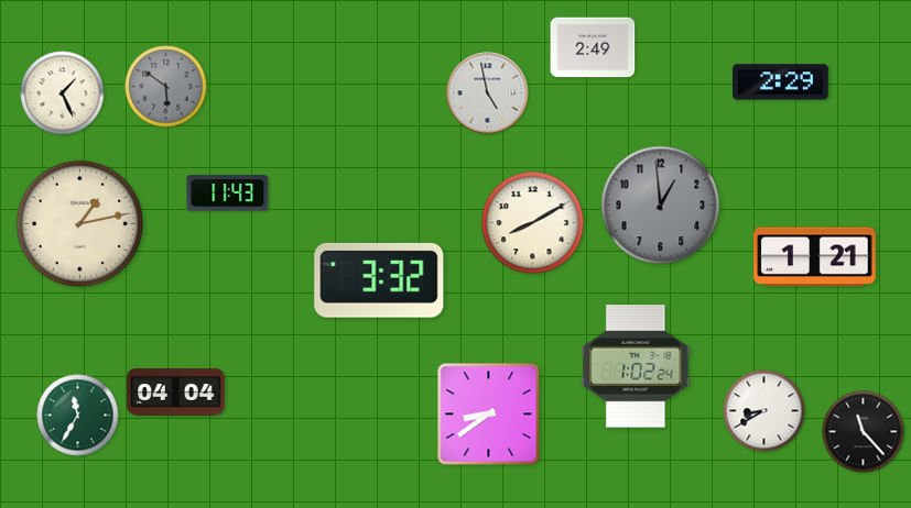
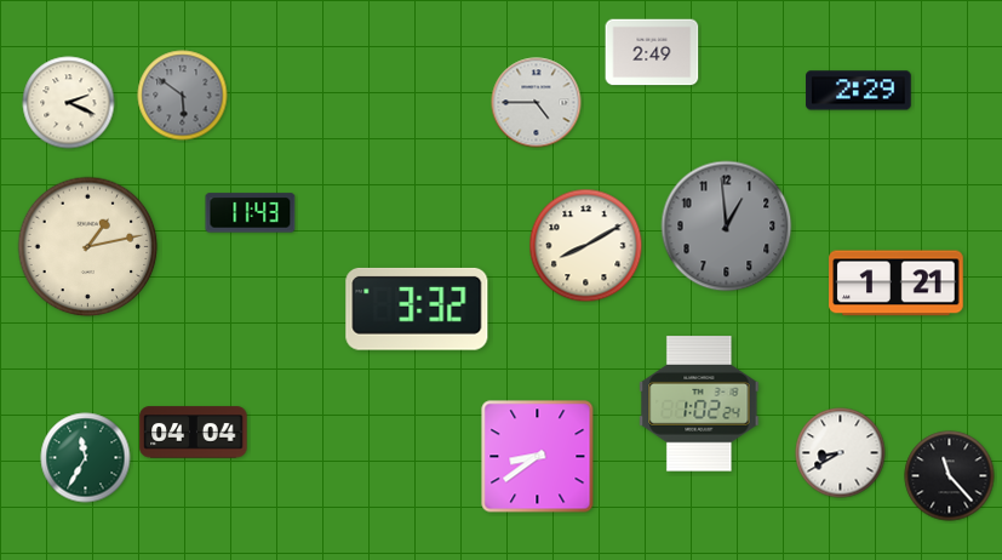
clock at (63, 93): 1:26 -> 2:19
clock at (488, 93): 4:58 -> 4:45
